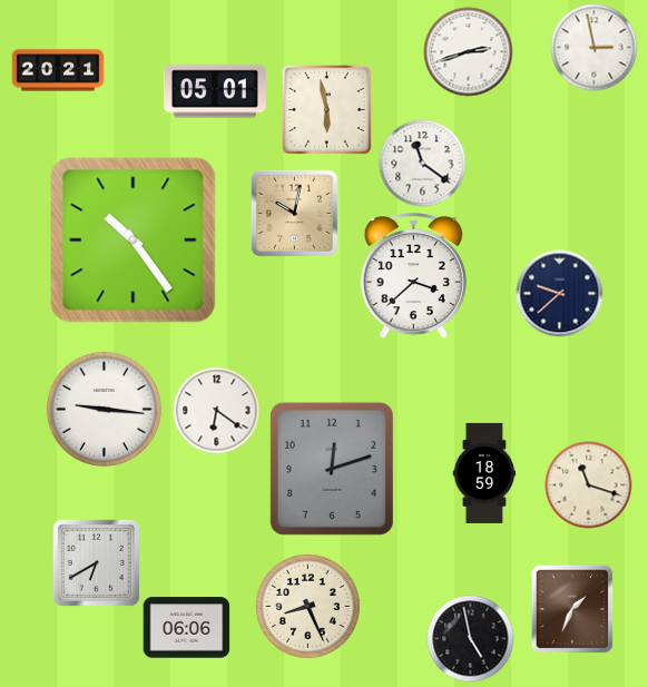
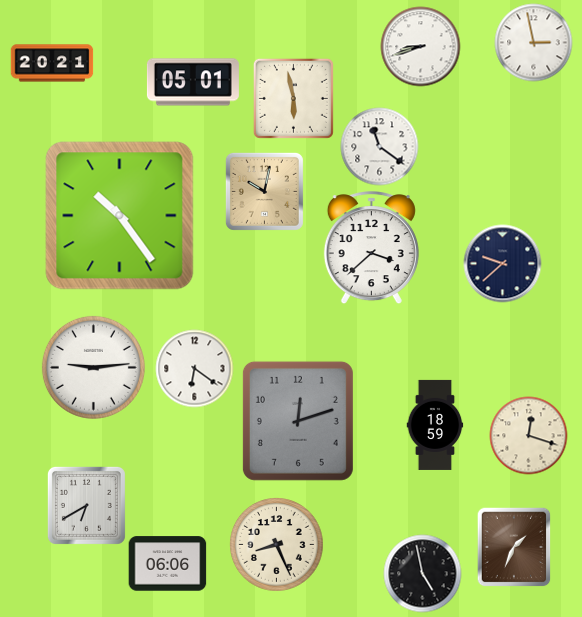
clock at (468, 51): 2:42 -> 8:42
clock at (104, 409): 9:16 -> 9:14
clock at (588, 484): 11:18 -> 12:18
